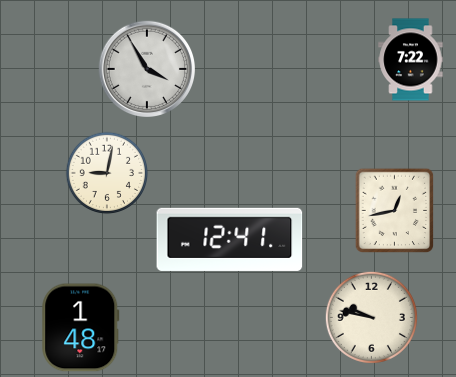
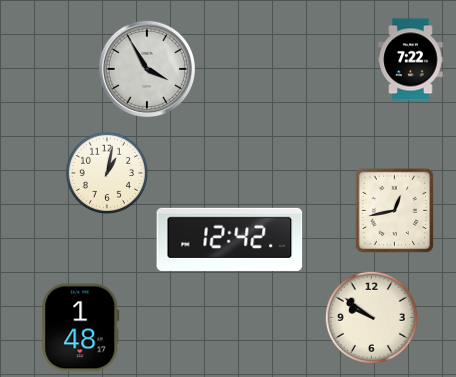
clock at (107, 173): 9:02 -> 1:02
clock at (230, 239): 12:41 -> 12:42
clock at (371, 317): 9:47 -> 9:51
